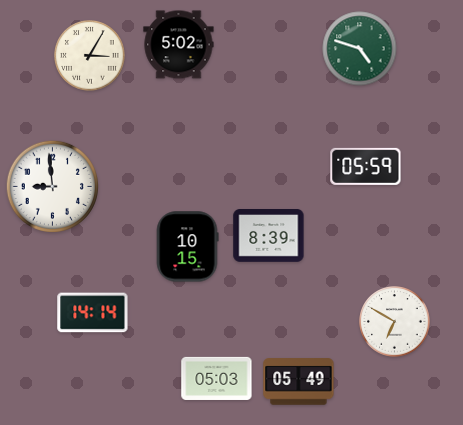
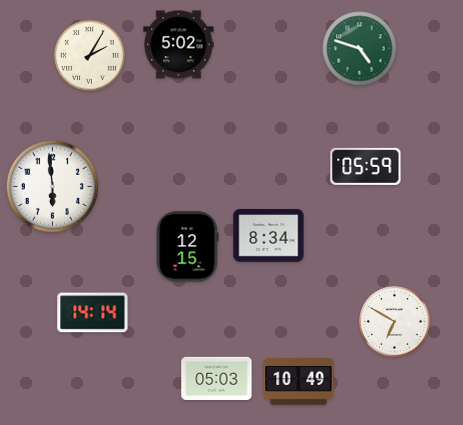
clock at (90, 56): 3:05 -> 2:05
clock at (52, 186): 8:59 -> 5:59
clock at (269, 236): 8:39 -> 8:34
clock at (187, 247): 10:15 -> 12:15
clock at (299, 382): 05:49 -> 10:49
